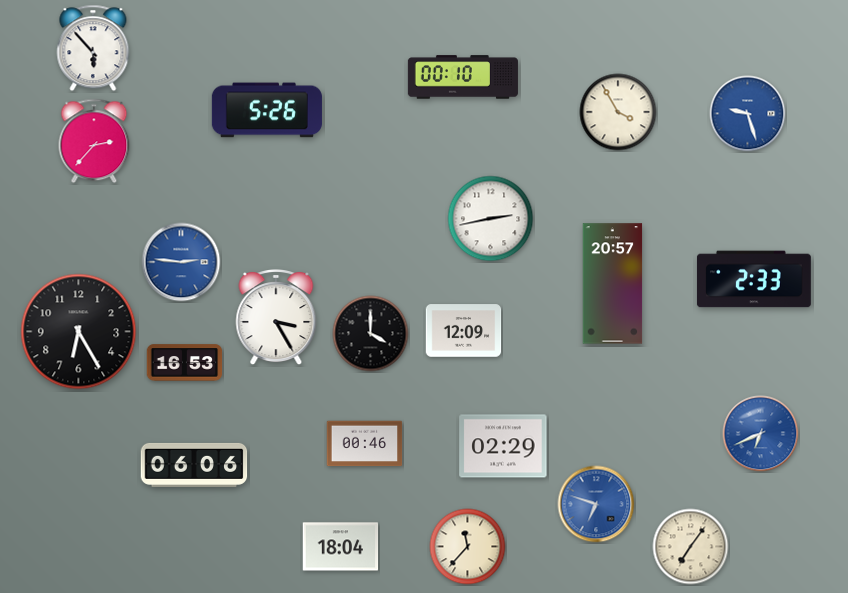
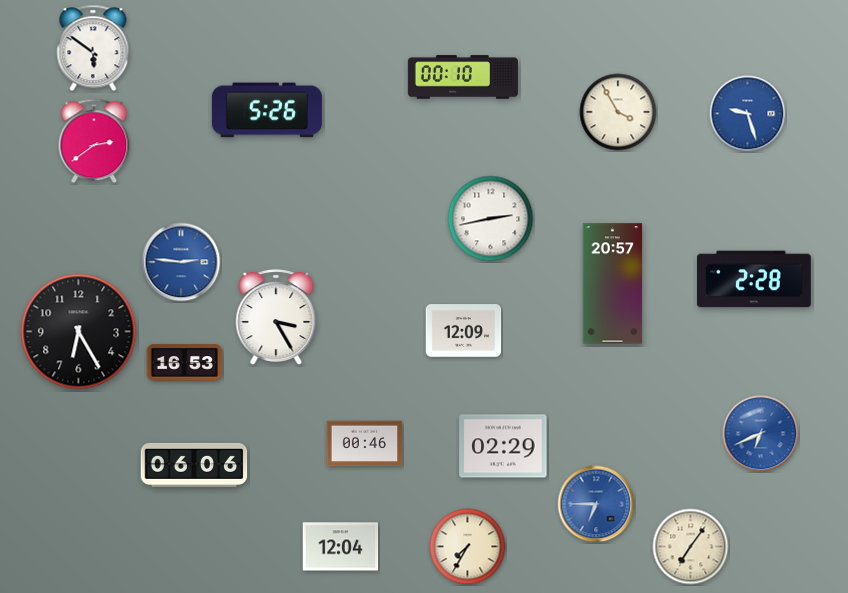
clock at (93, 48): 5:53 -> 5:51
clock at (94, 141): 2:37 -> 2:39
clock at (754, 279): 2:33 -> 2:28
clock at (371, 334): 4:00 -> none
clock at (596, 504): 6:48 -> 6:45
clock at (341, 547): 18:04 -> 12:04
clock at (468, 547): 11:37 -> 7:35
